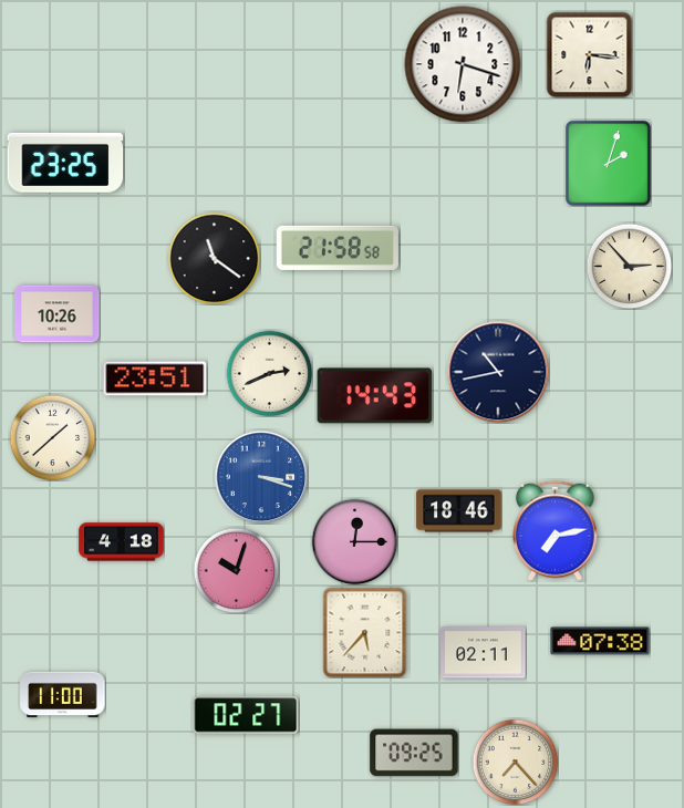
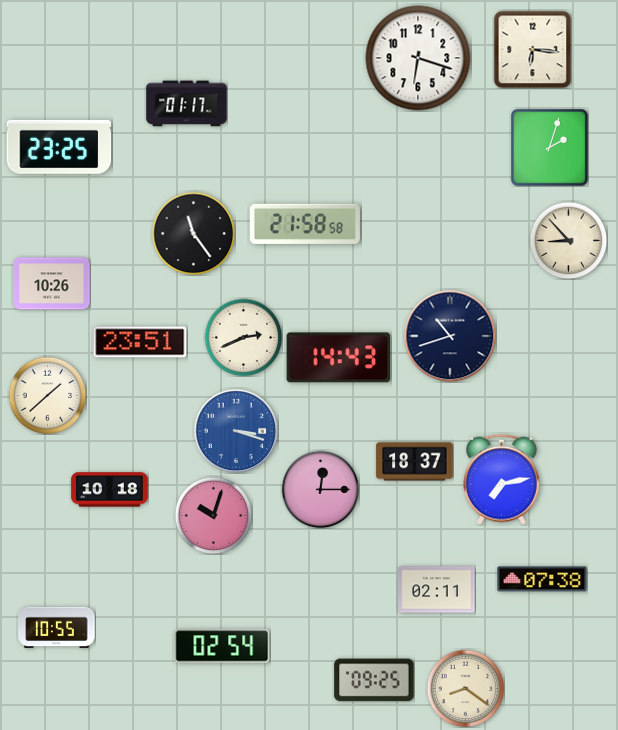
clock at (187, 104): none -> 01:17
clock at (214, 258): 11:21 -> 11:24
clock at (629, 266): 2:53 -> 8:53
clock at (498, 372): 10:43 -> 10:42
clock at (459, 511): 18:46 -> 18:37
clock at (122, 542): 4:18 -> 10:18
clock at (365, 632): 5:37 -> none
clock at (63, 695): 11:00 -> 10:55
clock at (246, 715): 02:27 -> 02:54
clock at (515, 762): 7:23 -> 8:21
